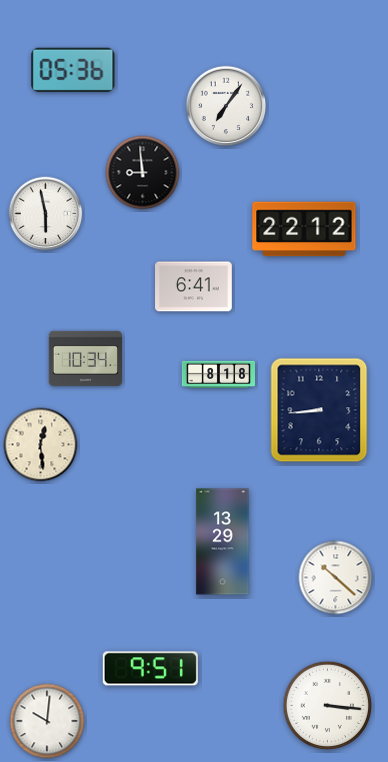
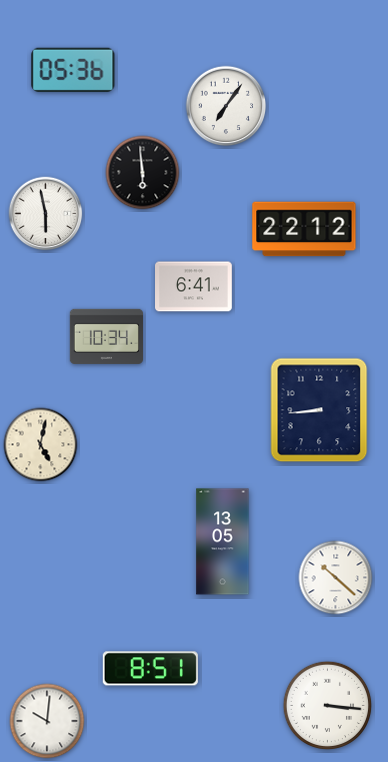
clock at (143, 173): 8:59 -> 5:59
clock at (85, 358) position: (85, 358) -> (106, 336)
clock at (219, 375): 8:18 -> none
clock at (41, 445): 12:29 -> 5:02
clock at (223, 542): 13:29 -> 13:05
clock at (150, 669): 9:51 -> 8:51
